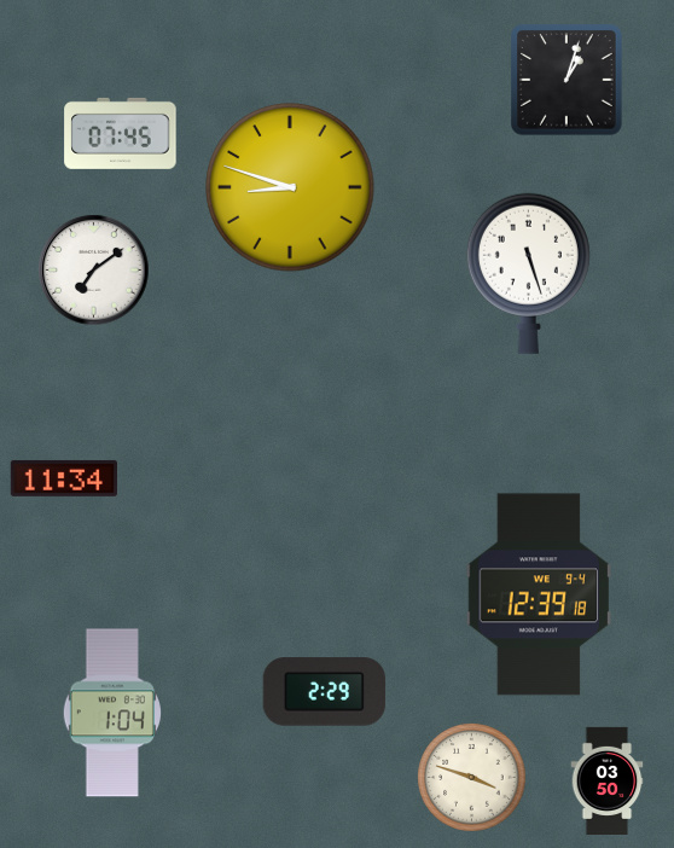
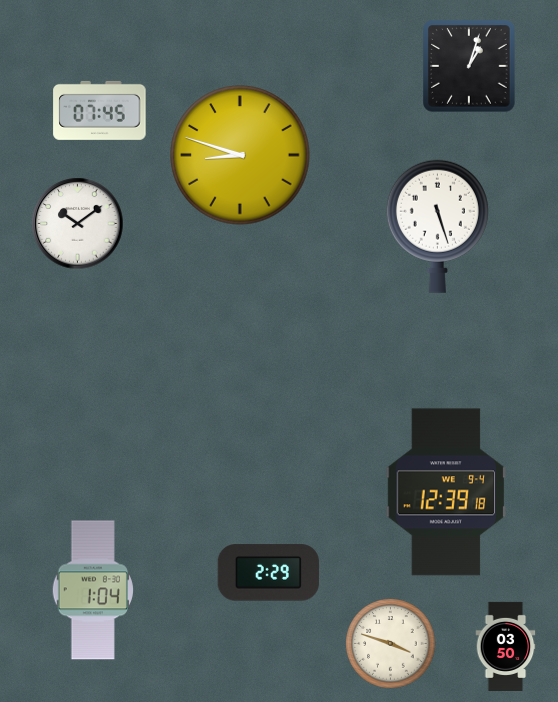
clock at (94, 271): 7:09 -> 10:09
clock at (63, 478): 11:34 -> none
clock at (608, 780) position: (608, 780) -> (506, 646)
